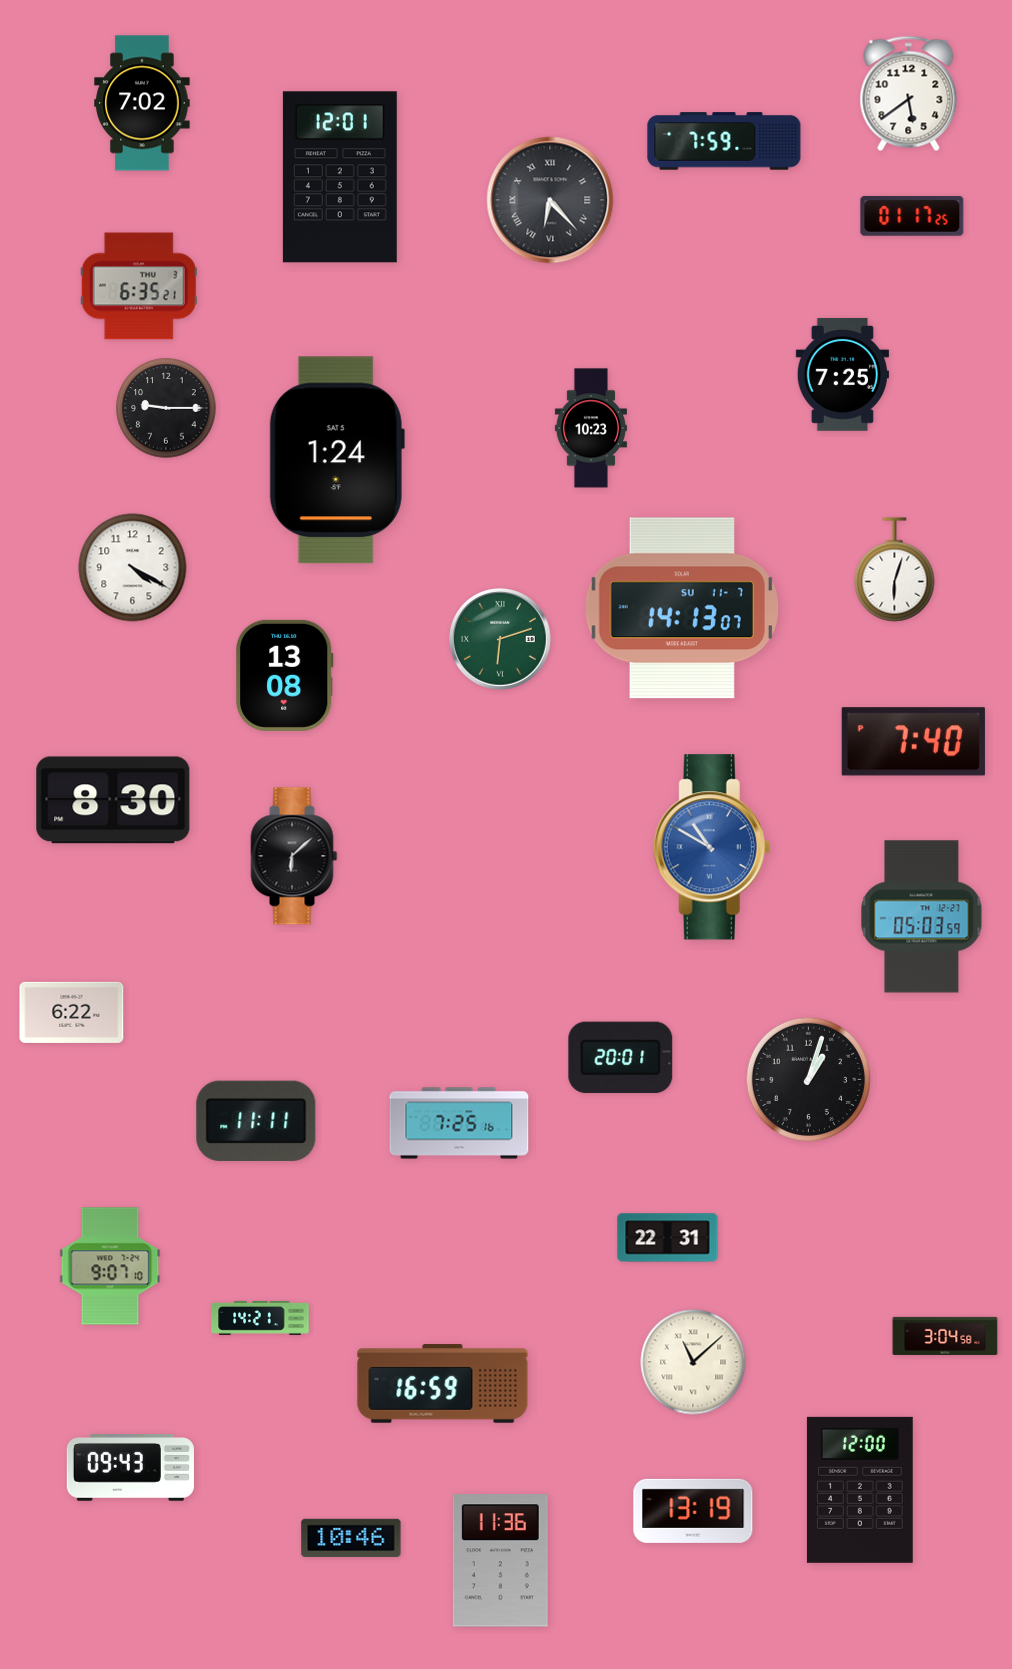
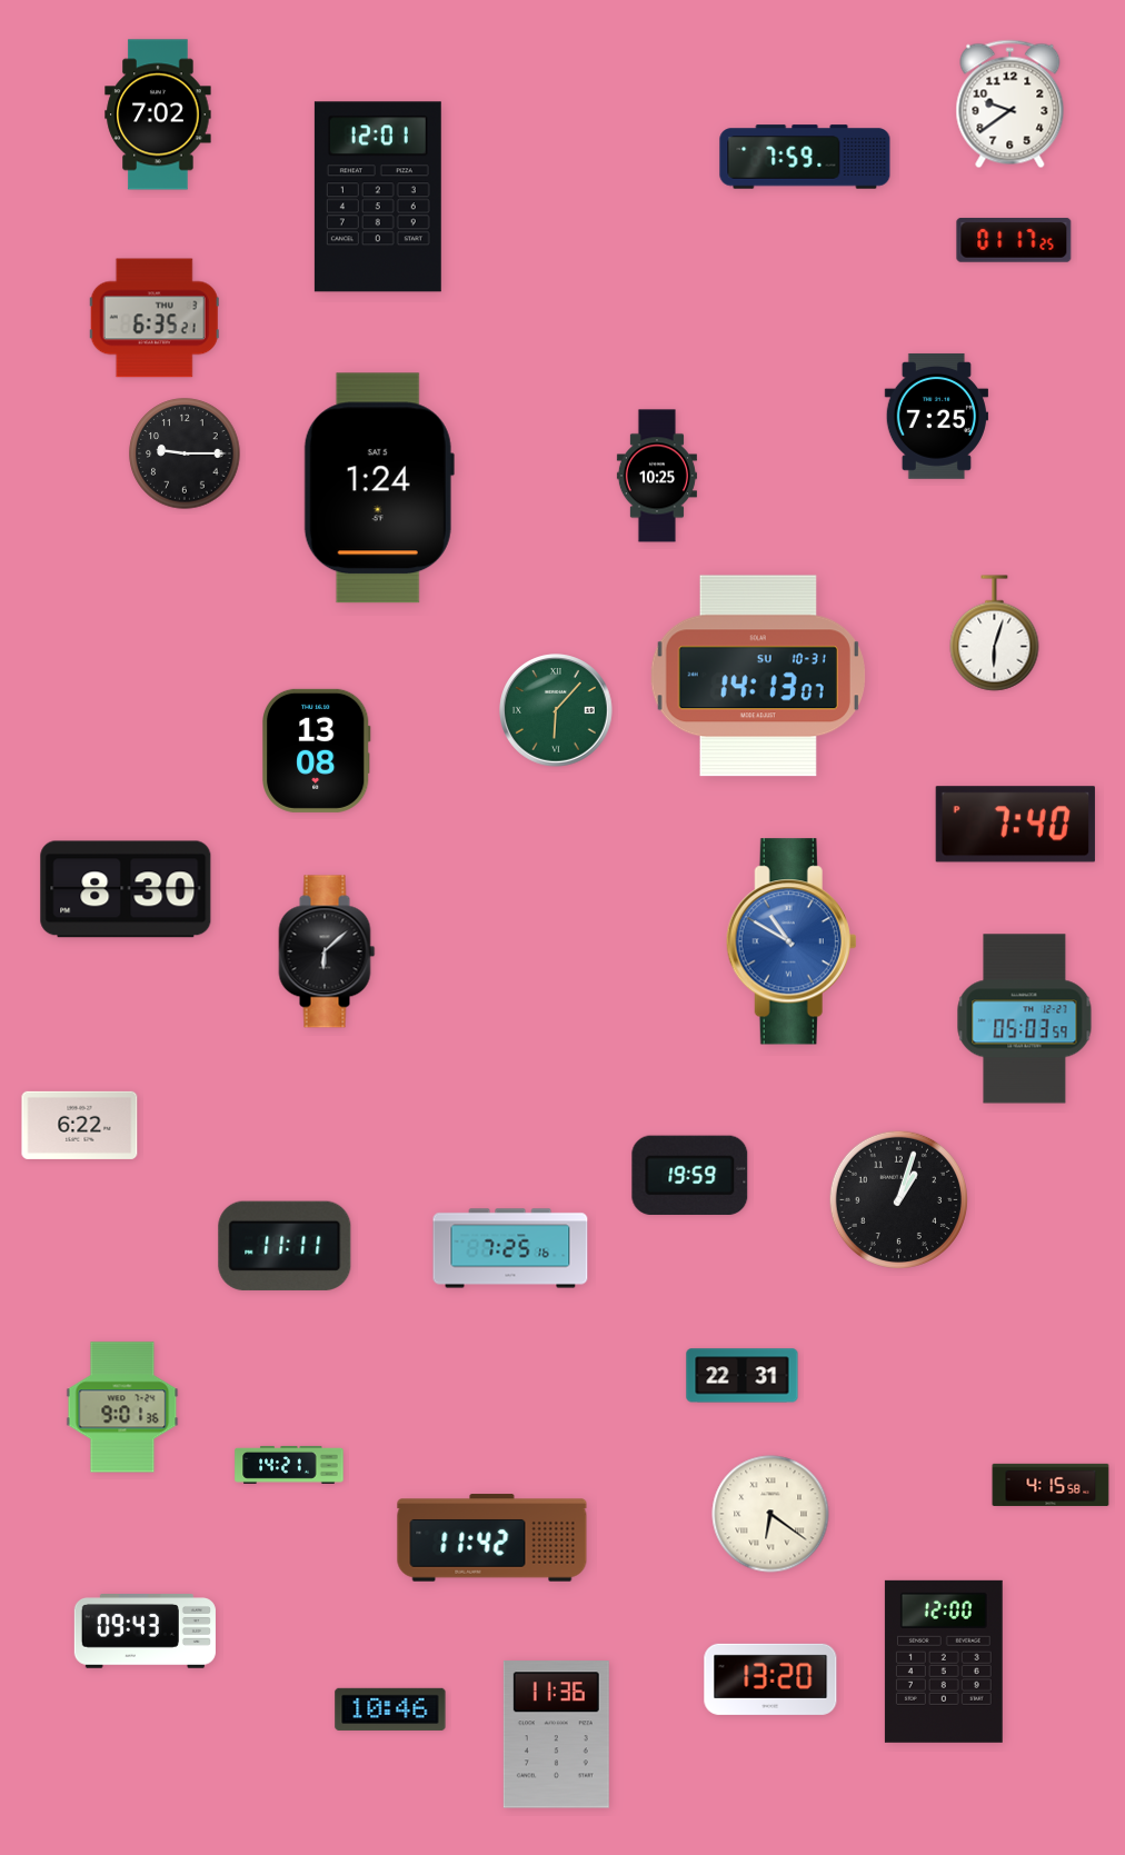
clock at (909, 94): 5:39 -> 9:39
clock at (550, 200): 6:23 -> none
clock at (591, 428): 10:23 -> 10:25
clock at (337, 460) position: (337, 460) -> (379, 488)
clock at (133, 568): 4:20 -> none
clock at (682, 608) date: SU 11-7 -> SU 10-31
clock at (500, 640): 6:12 -> 6:07
clock at (621, 1057): 20:01 -> 19:59
clock at (110, 1266): 9:07 -> 9:01
clock at (945, 1336): 3:04 -> 4:15
clock at (693, 1362): 11:08 -> 6:21
clock at (443, 1384): 16:59 -> 11:42
clock at (860, 1490) position: (860, 1490) -> (944, 1662)
clock at (693, 1511): 13:19 -> 13:20
